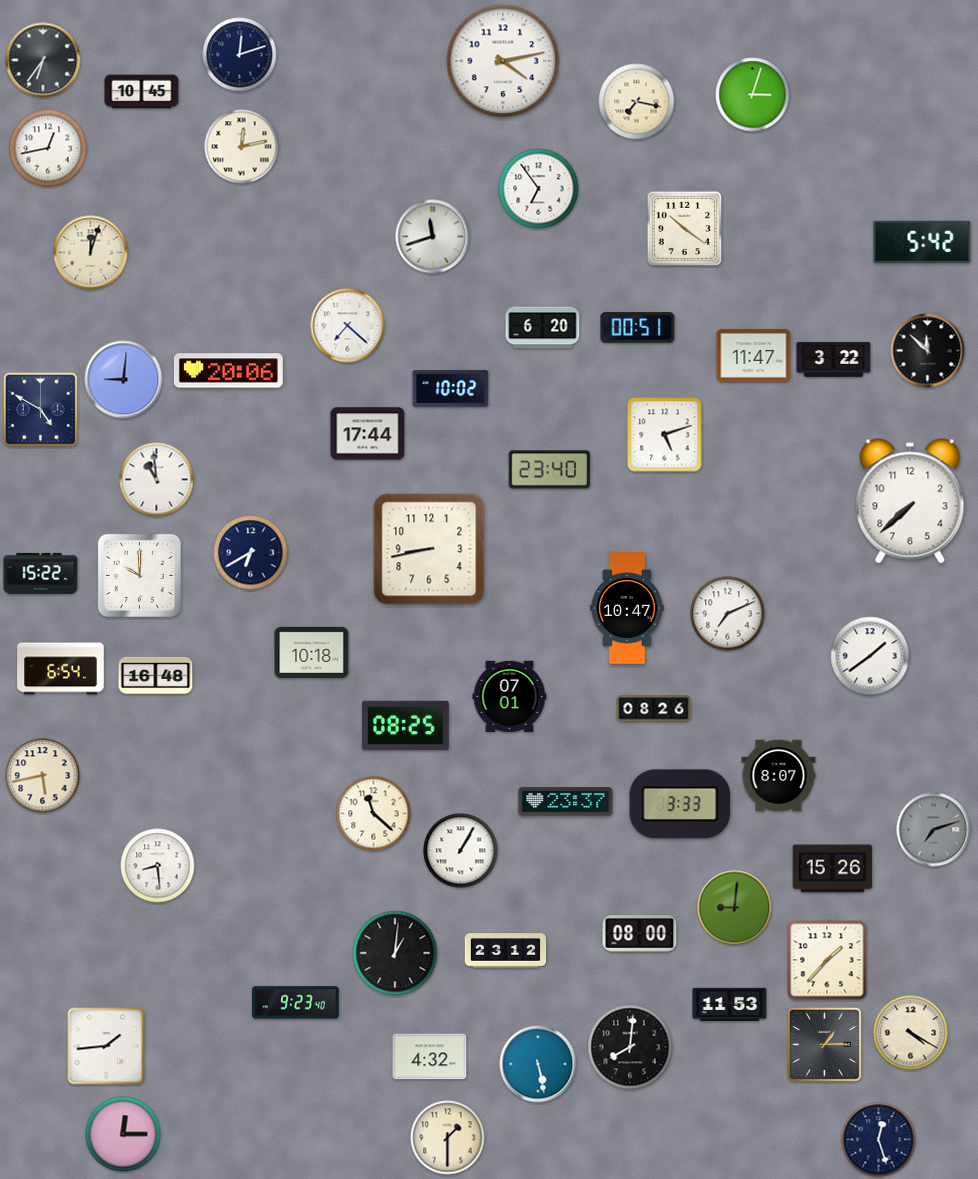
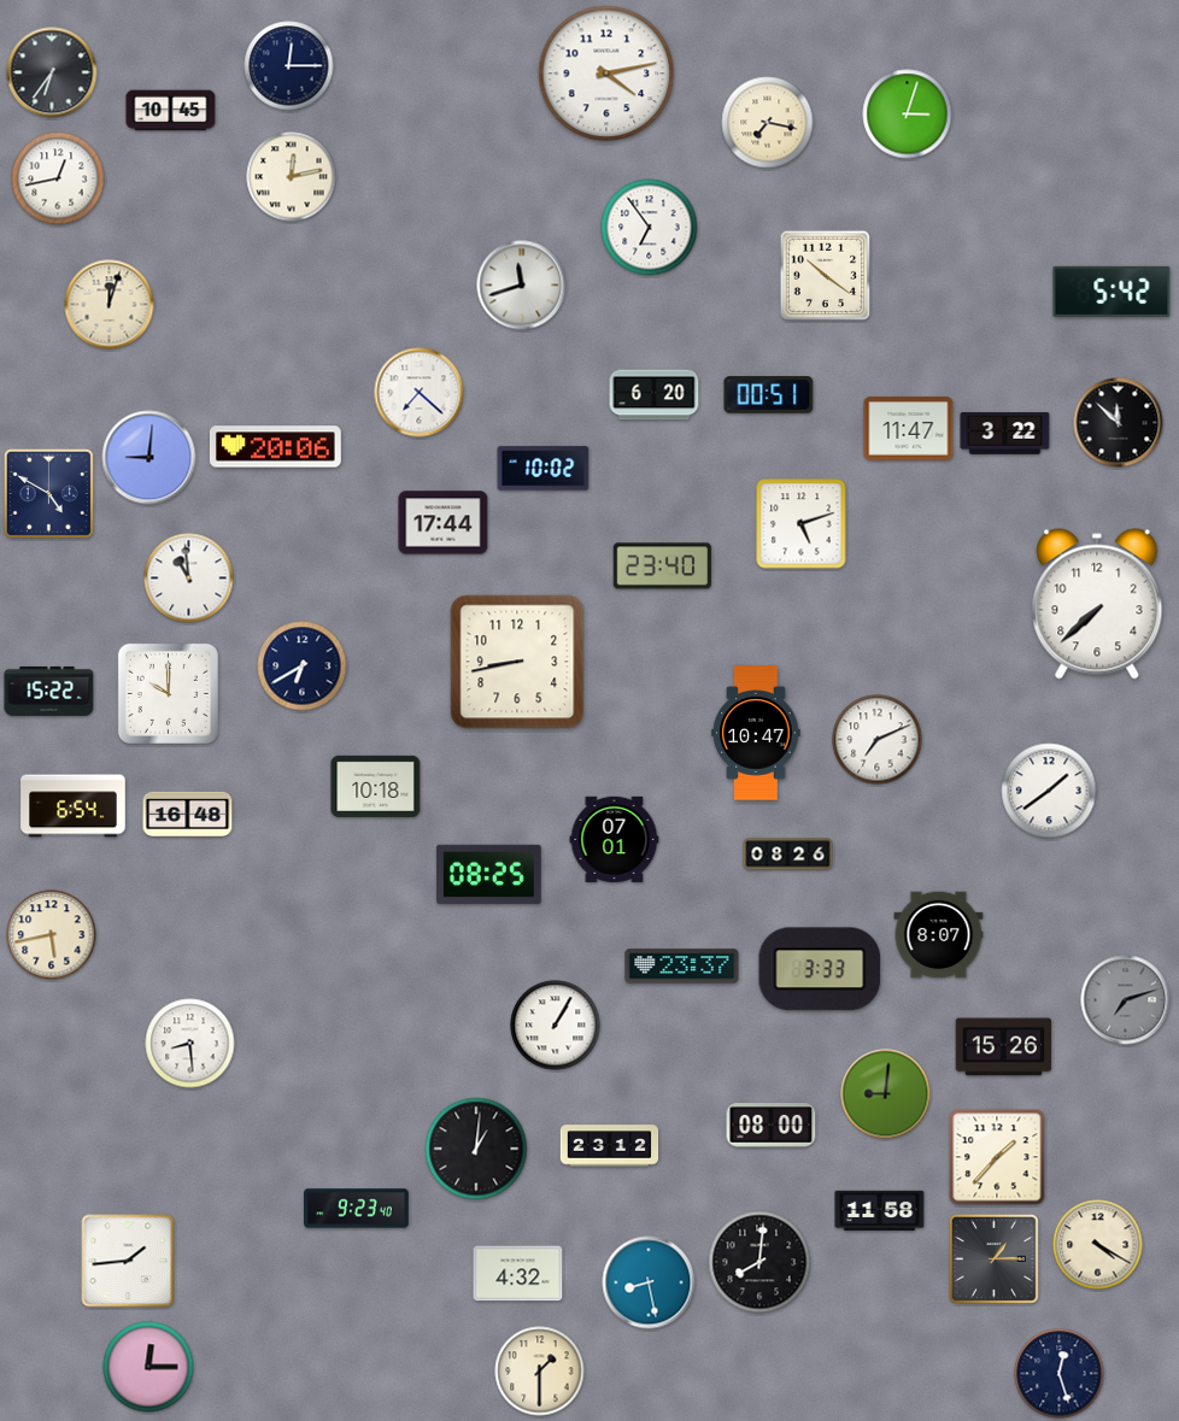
clock at (240, 55): 12:12 -> 12:15
clock at (374, 814): 11:22 -> none
clock at (730, 1004): 11:53 -> 11:58
clock at (538, 1064): 5:28 -> 8:28
